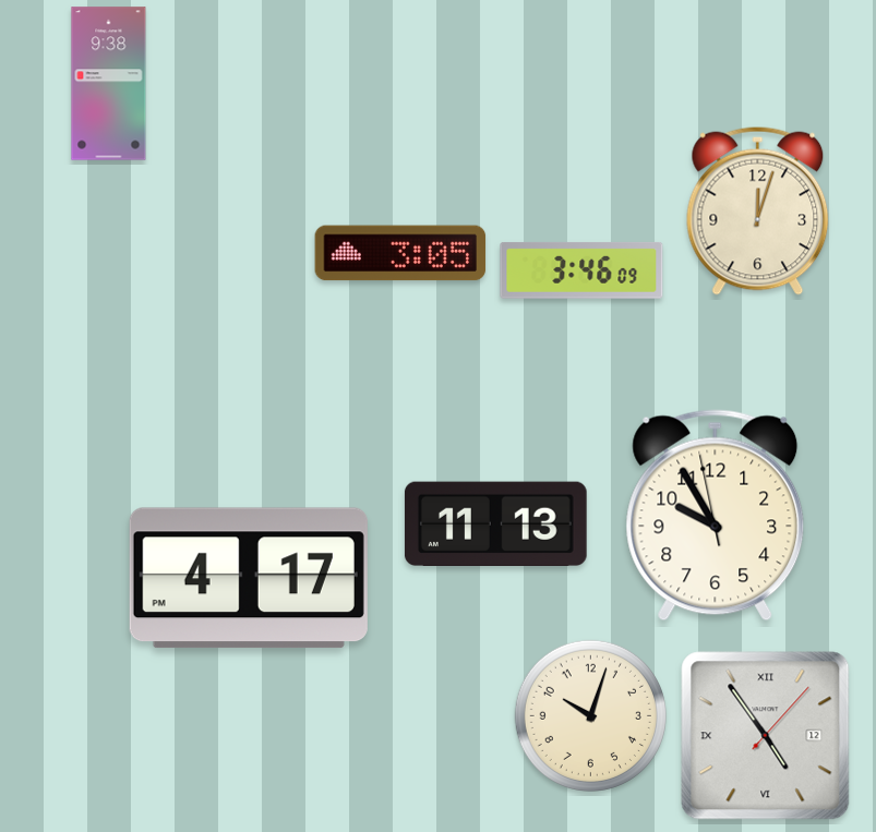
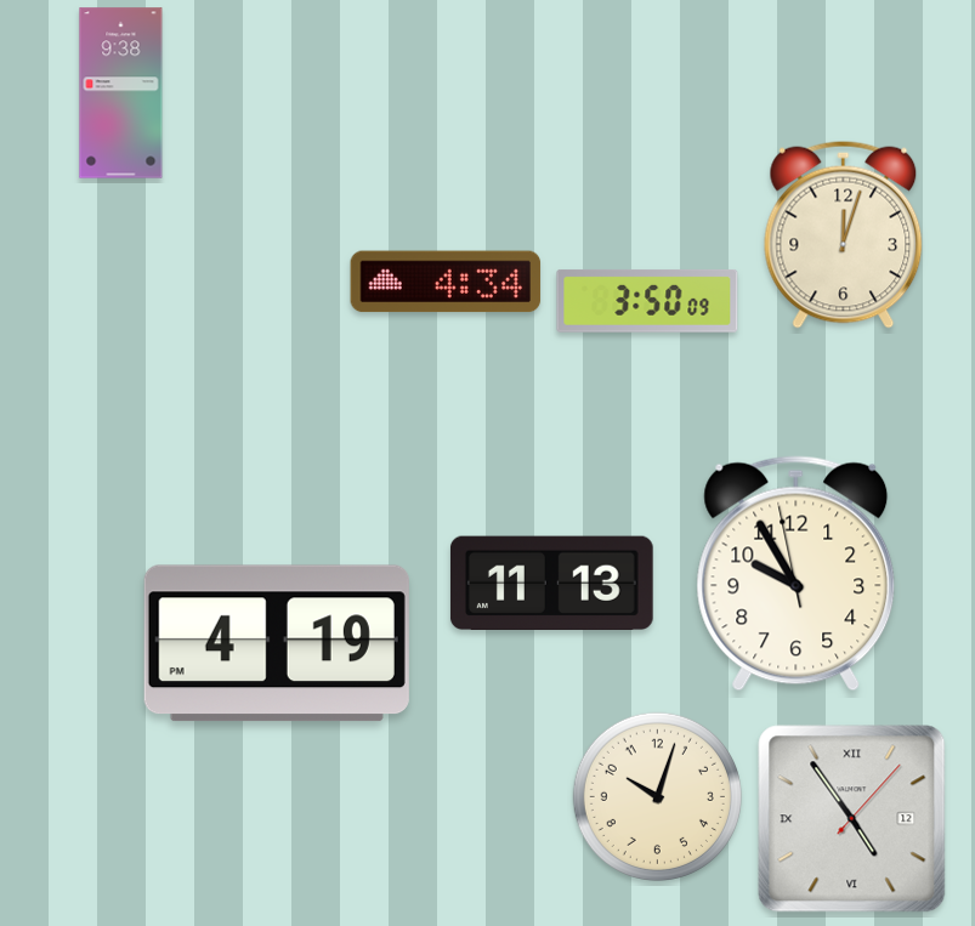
clock at (400, 253): 3:05 -> 4:34
clock at (581, 270): 3:46 -> 3:50
clock at (249, 578): 4:17 -> 4:19
